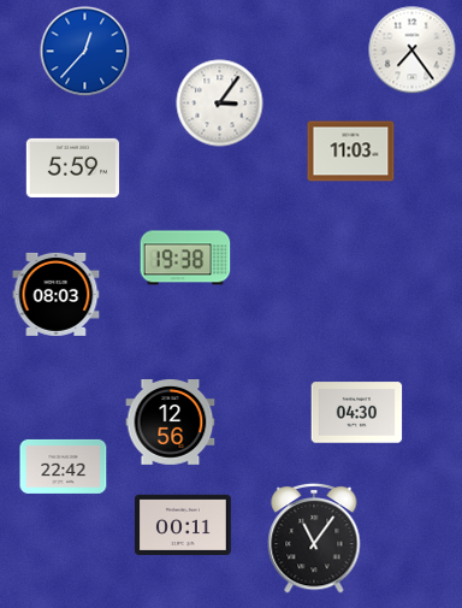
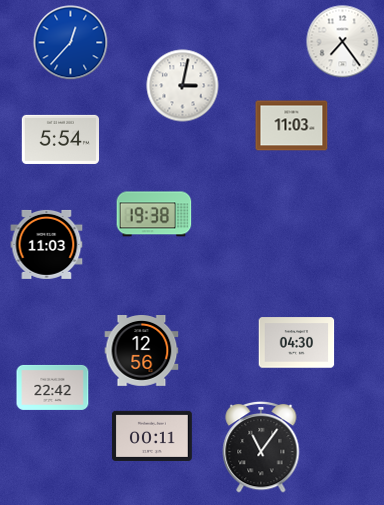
clock at (220, 104): 3:06 -> 3:02
clock at (72, 167): 5:59 -> 5:54
clock at (57, 294): 08:03 -> 11:03
